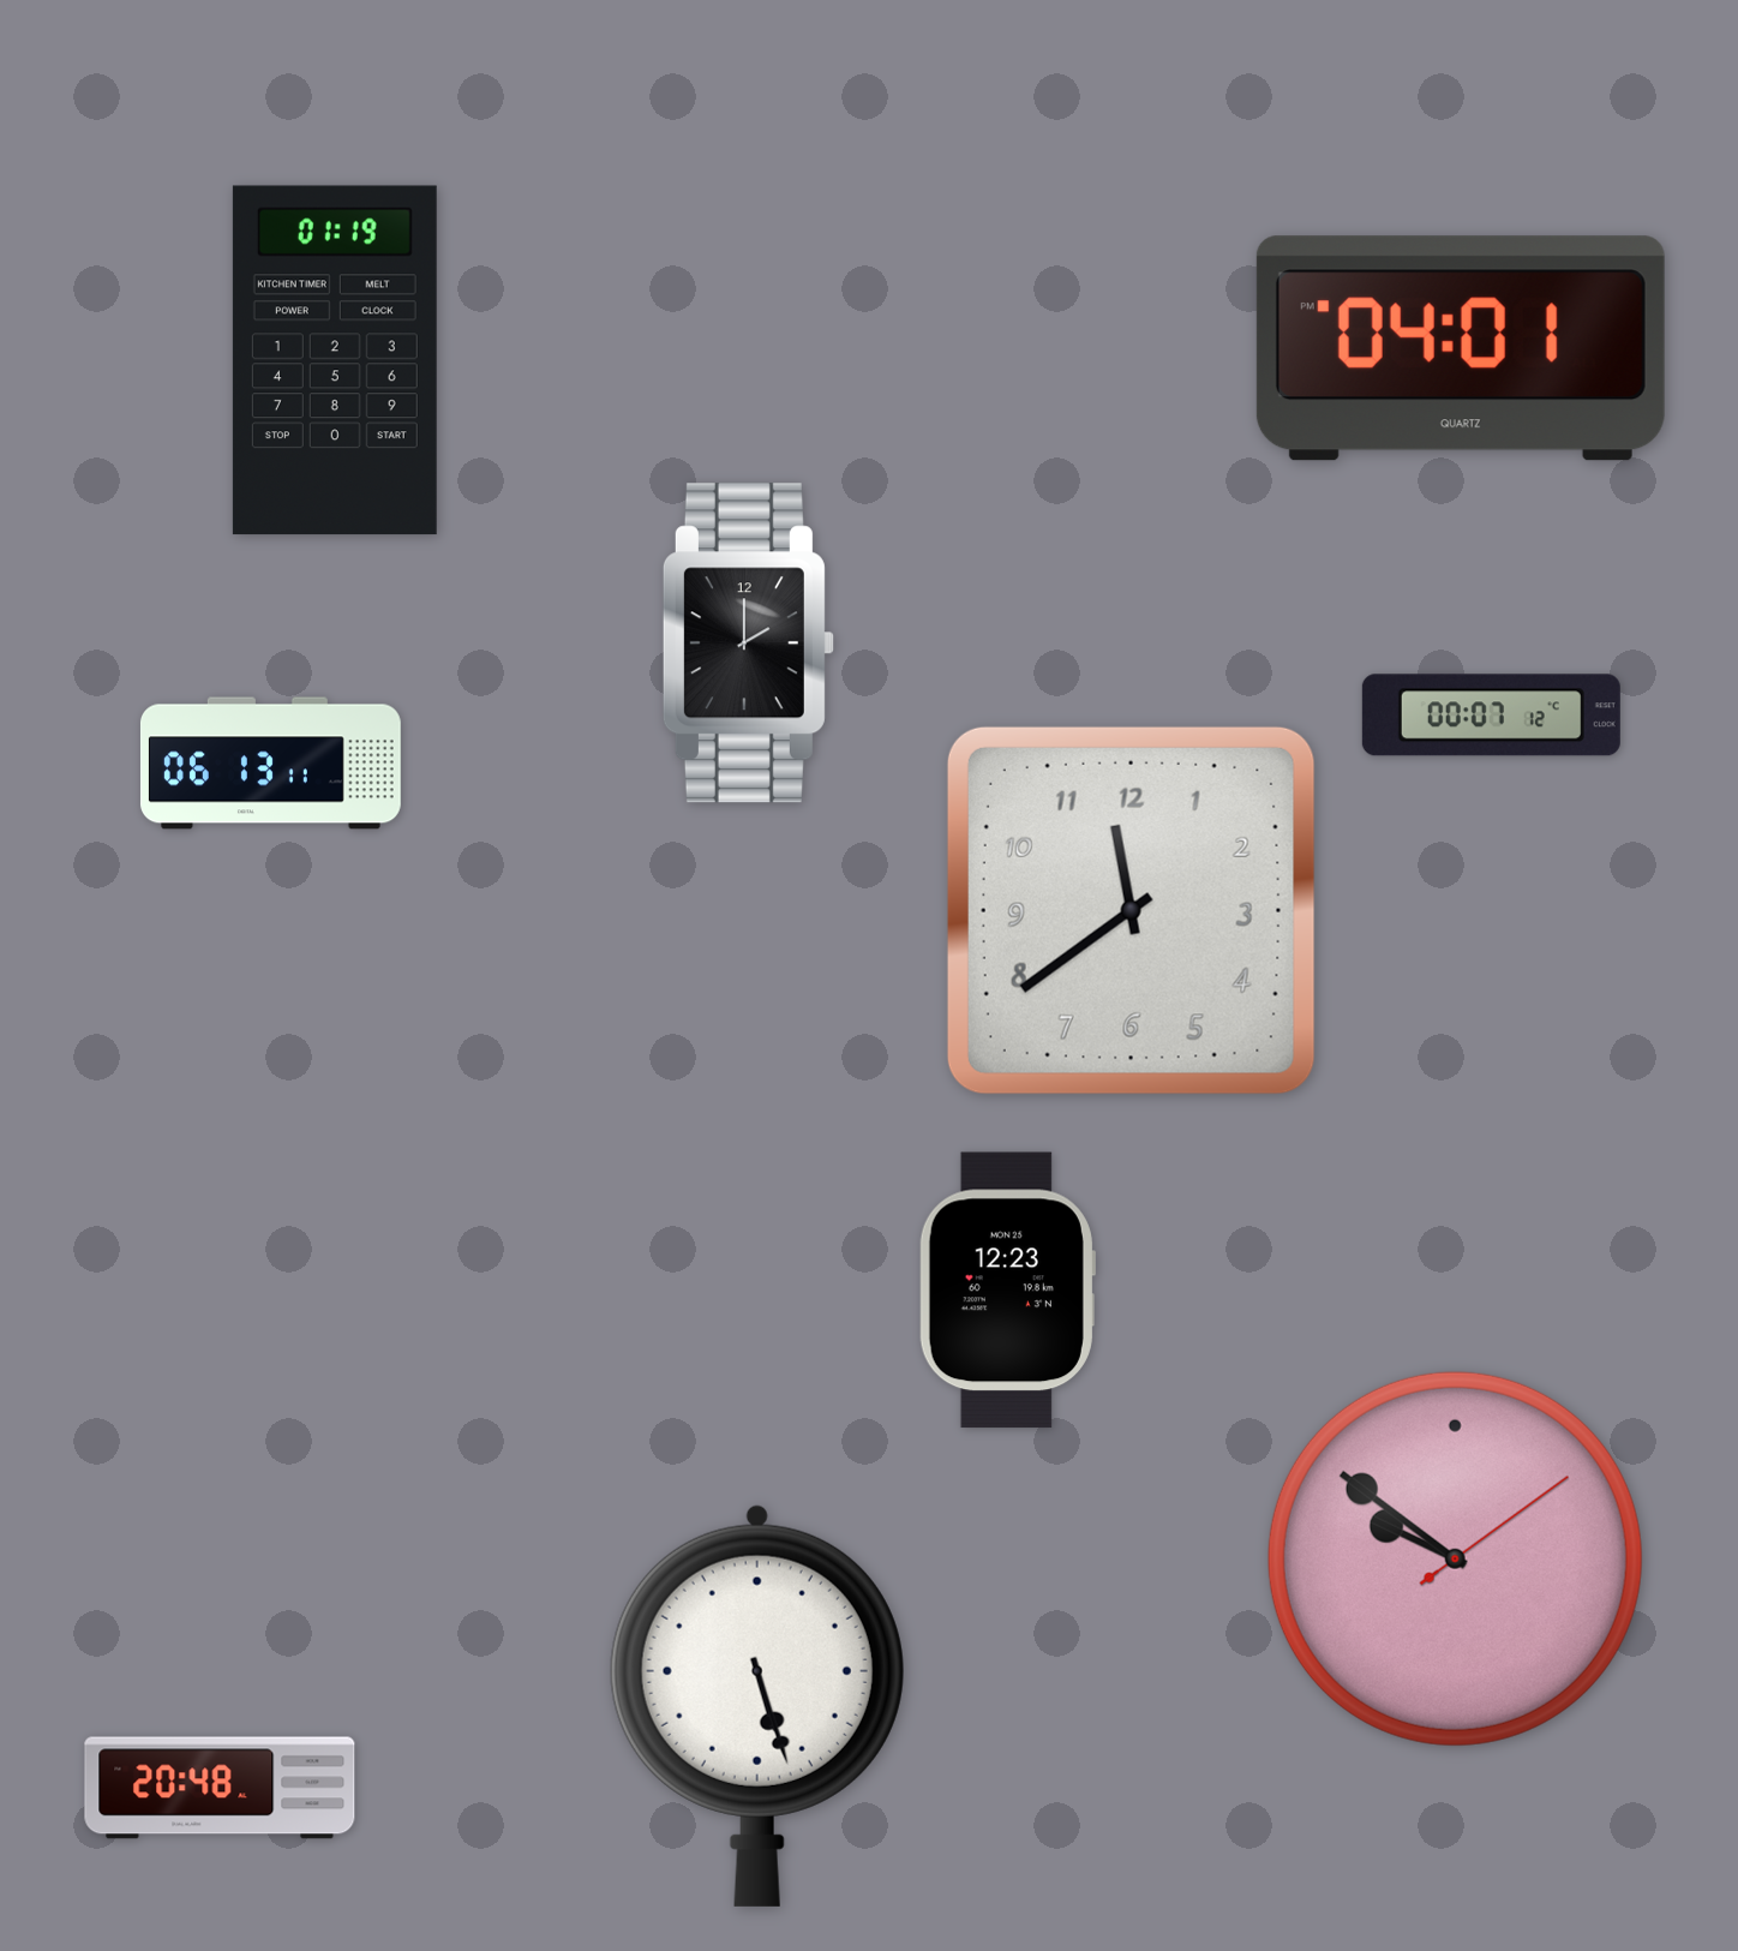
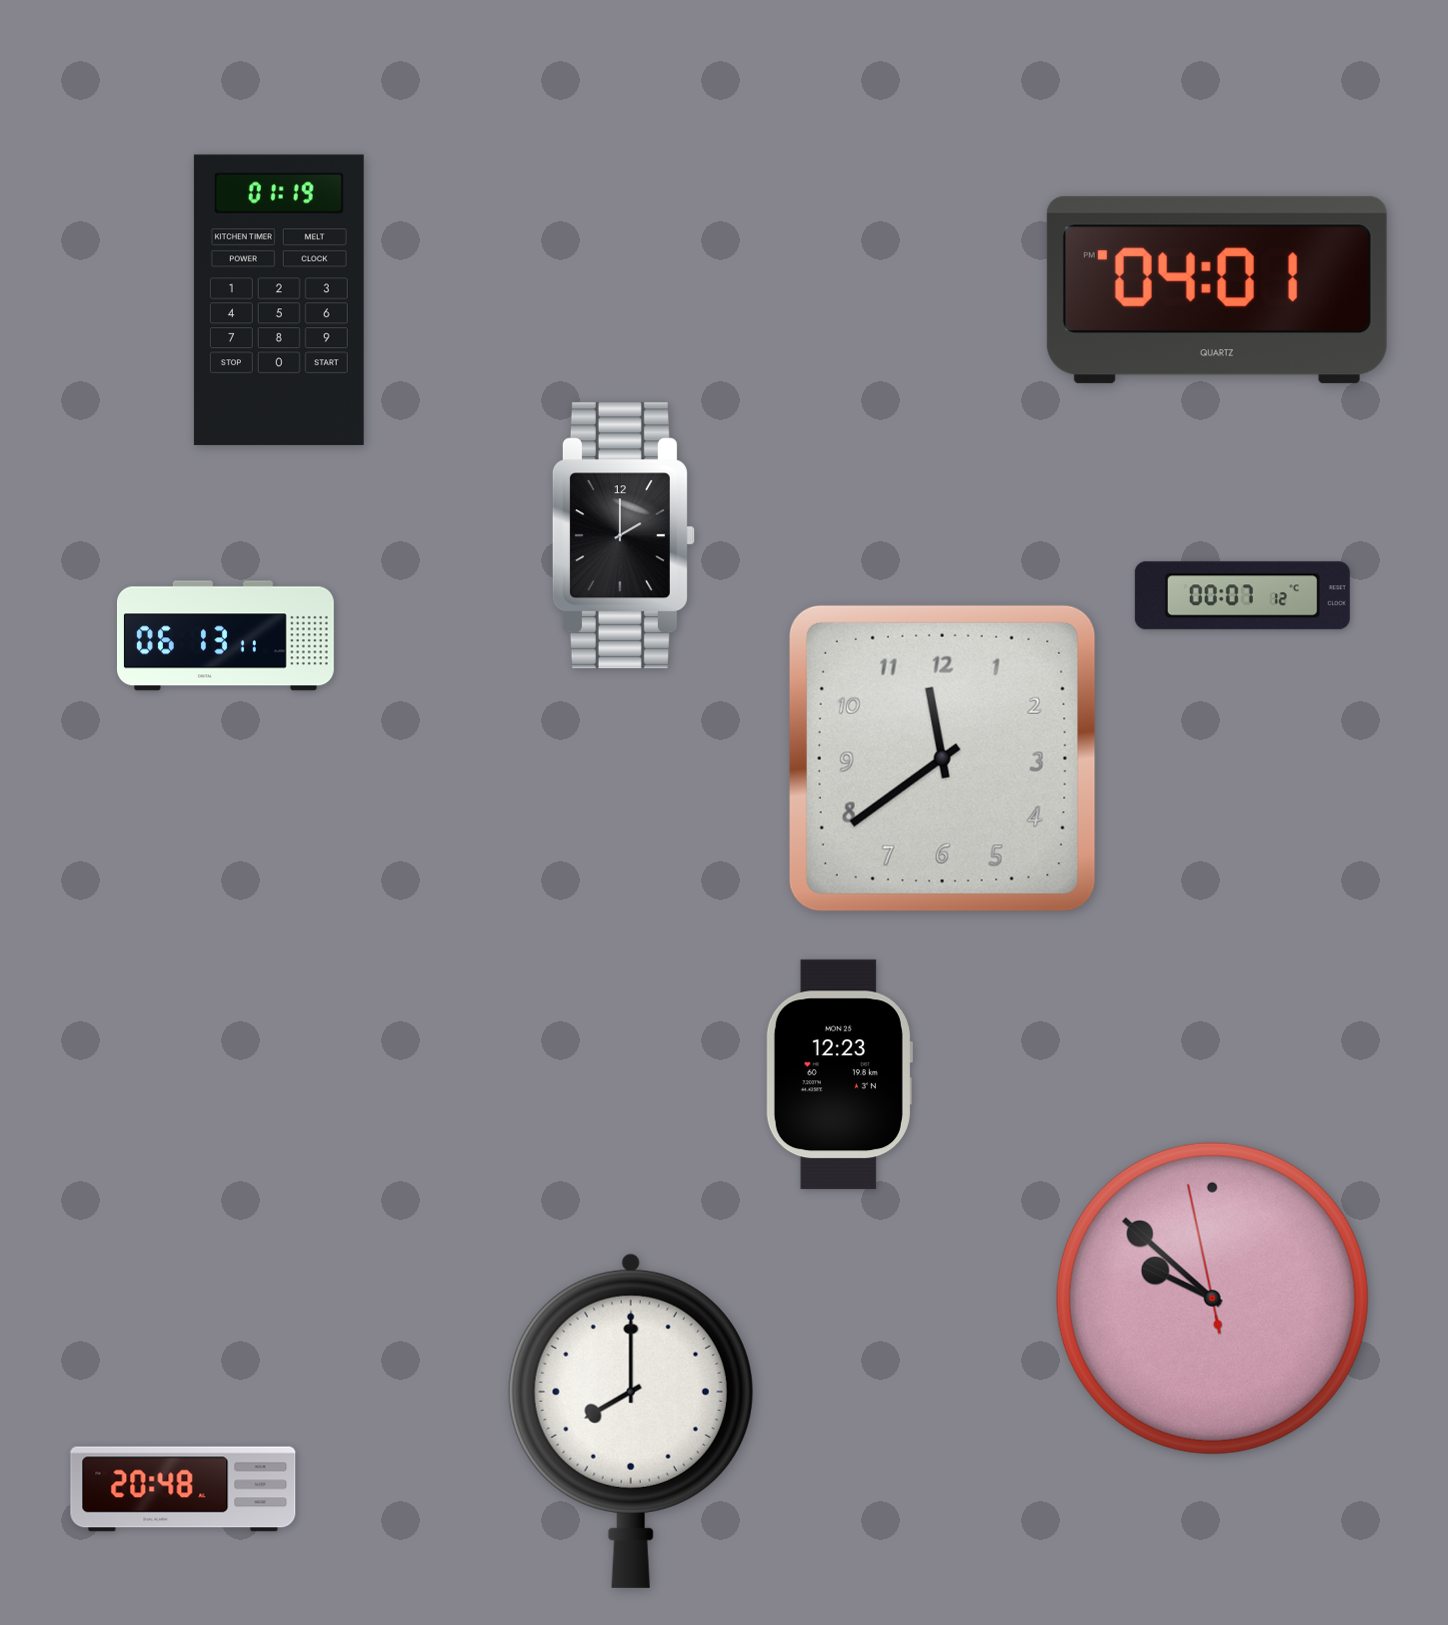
clock at (1455, 1558): 9:51:09 -> 9:51:58
clock at (757, 1705): 5:27 -> 8:00
